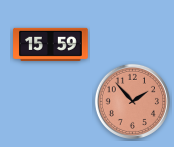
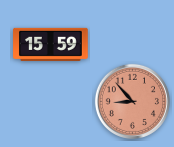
clock at (132, 101): 1:53 -> 8:53
